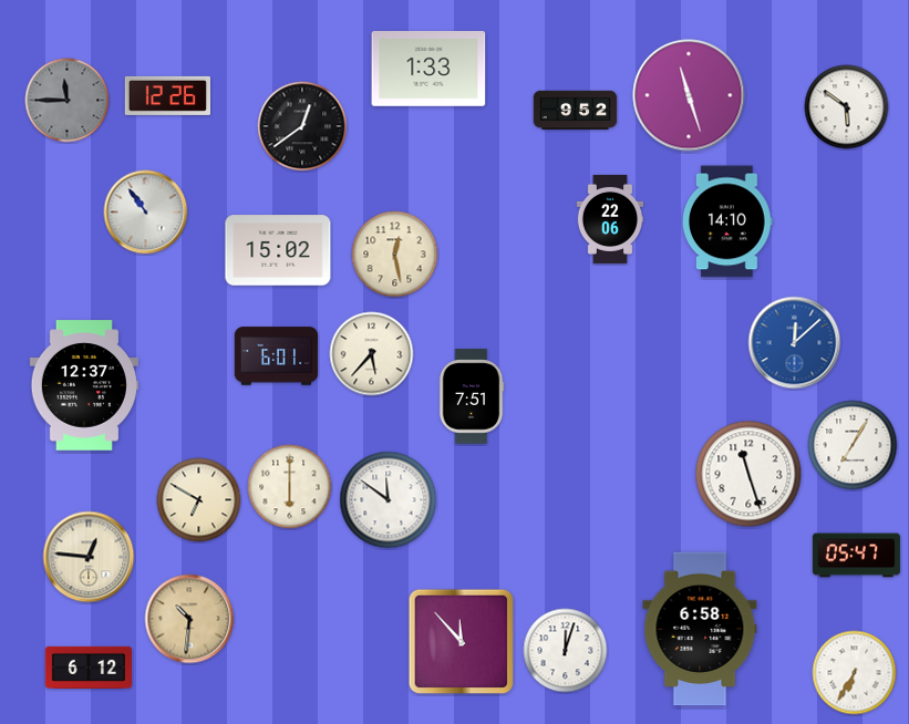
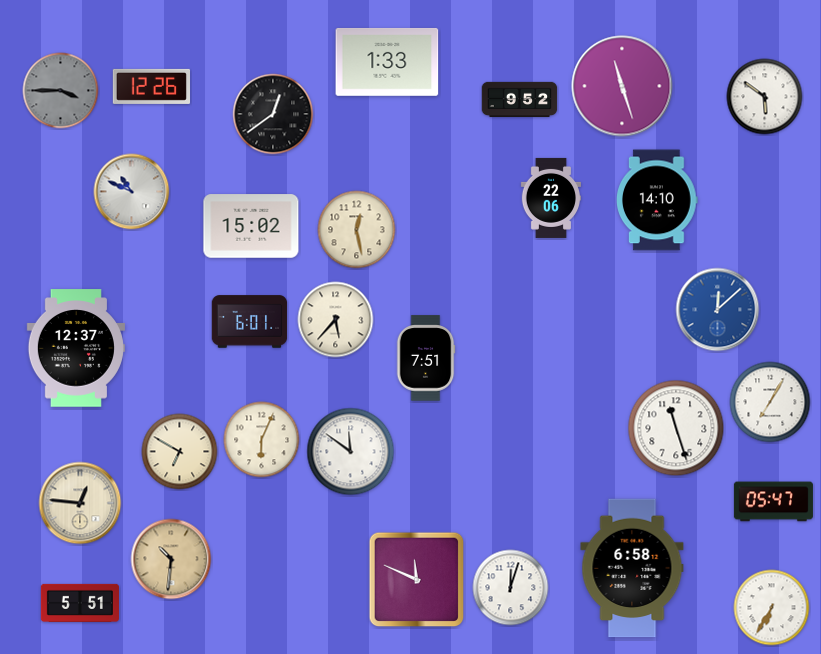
clock at (68, 101): 11:45 -> 3:45
clock at (146, 213): 10:54 -> 10:49
clock at (290, 487): 6:00 -> 6:04
clock at (462, 642): 11:53 -> 11:49
clock at (89, 668): 6:12 -> 5:51
